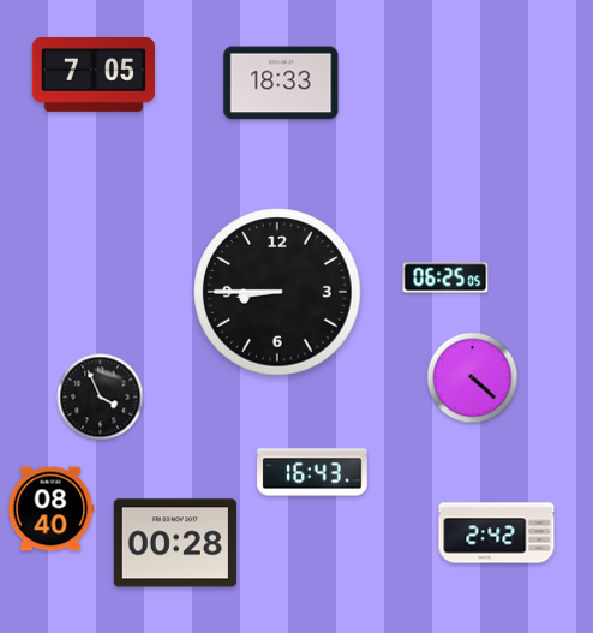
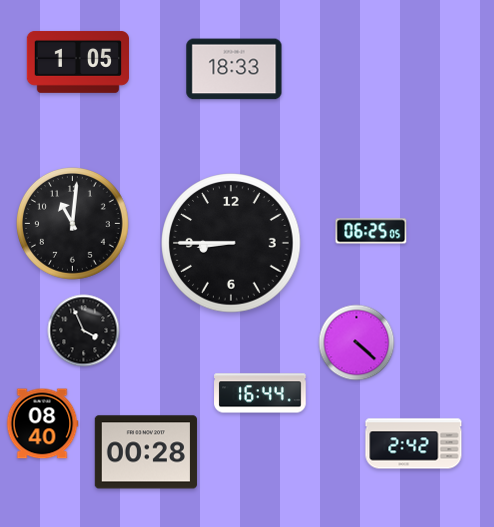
clock at (92, 74): 7:05 -> 1:05
clock at (73, 224): none -> 11:01
clock at (473, 378) position: (473, 378) -> (357, 343)
clock at (312, 472): 16:43 -> 16:44
